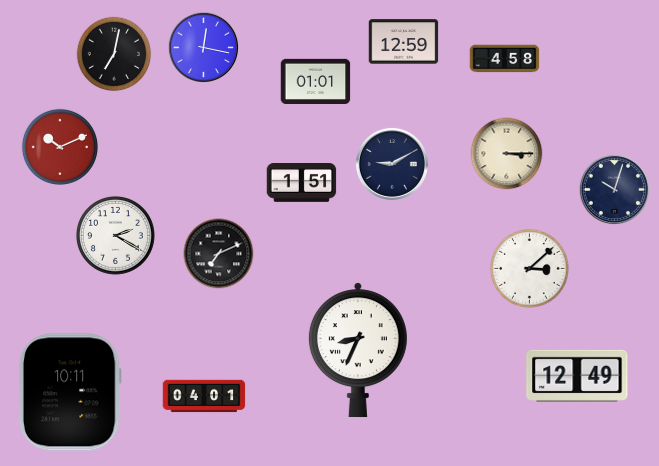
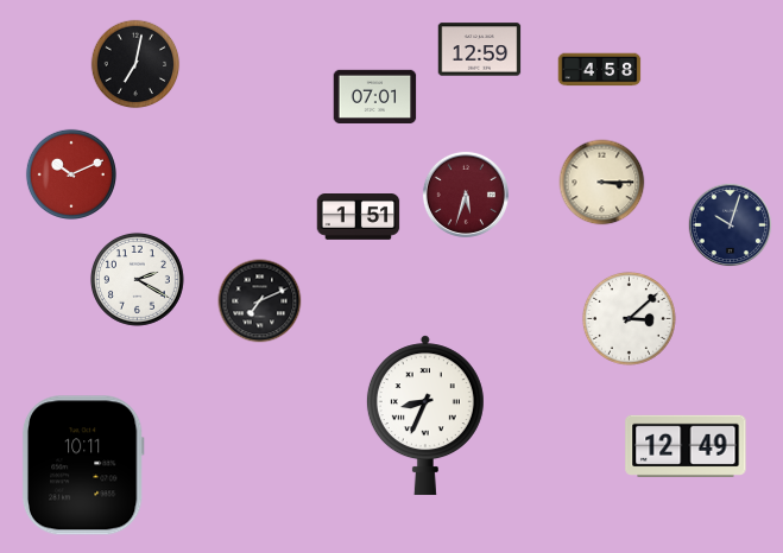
clock at (204, 48): 12:17 -> none
clock at (316, 81): 01:01 -> 07:01
clock at (392, 164): 9:10 -> 5:33
clock at (392, 164) dial: navy -> burgundy
clock at (204, 396): 04:01 -> none
